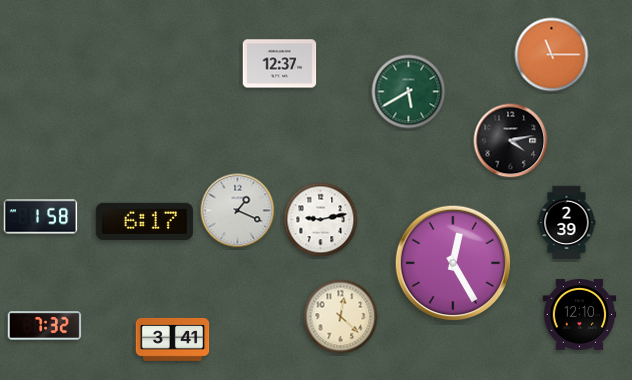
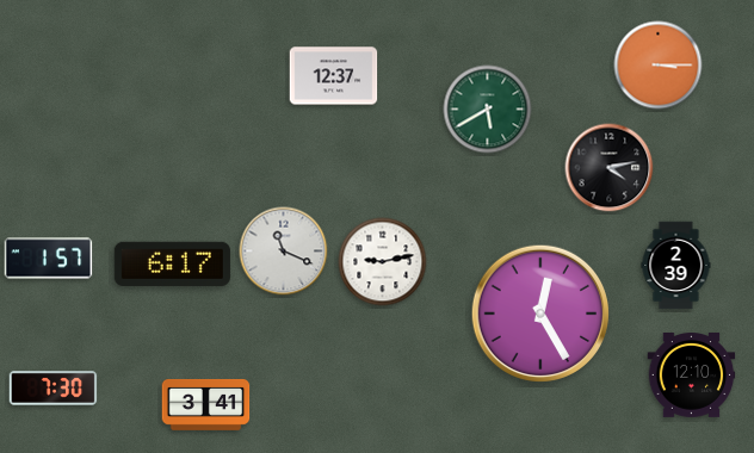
clock at (552, 55): 11:15 -> 3:15
clock at (238, 211): 1:19 -> 11:19
clock at (41, 217): 1:58 -> 1:57
clock at (341, 317): 12:22 -> none
clock at (45, 326): 7:32 -> 7:30
